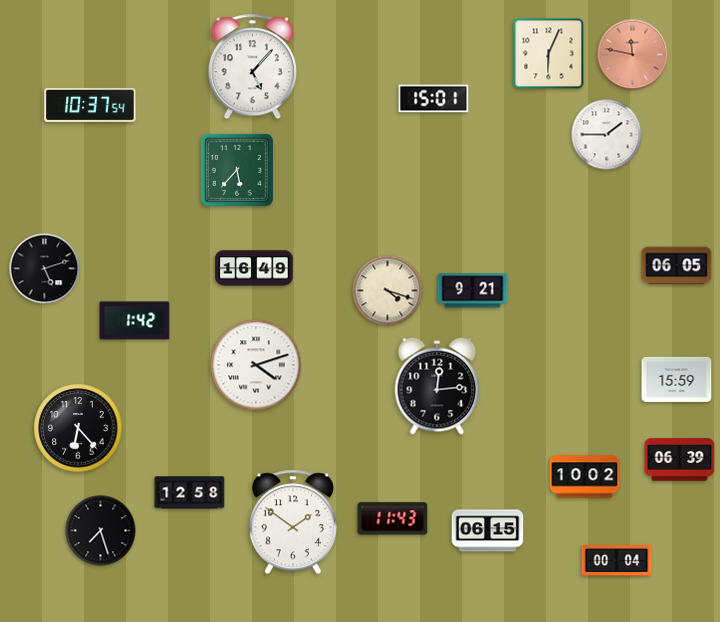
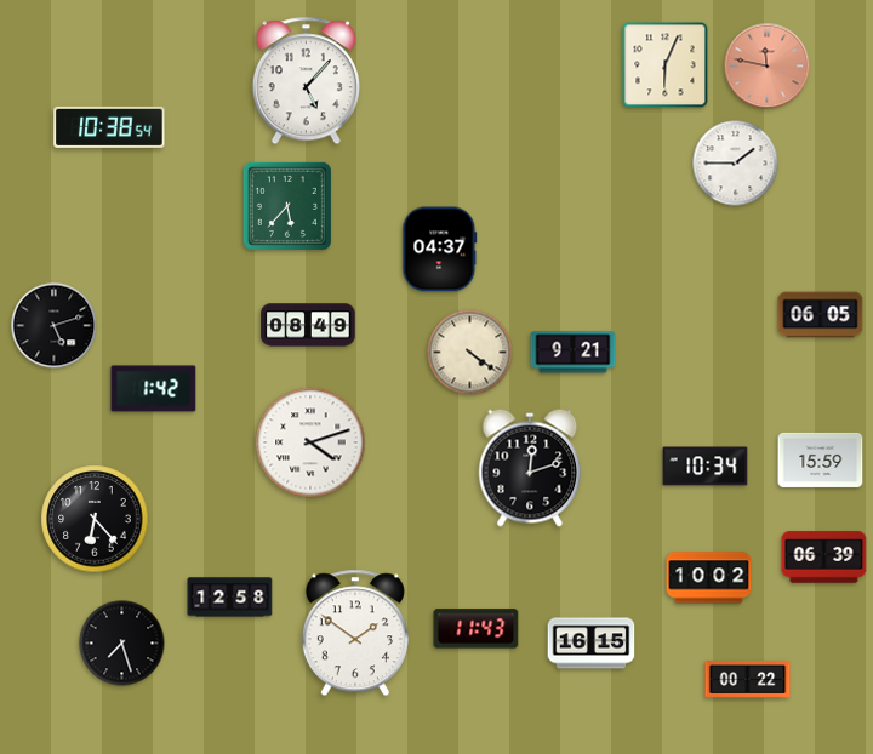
clock at (434, 99): 15:01 -> none
clock at (90, 105): 10:37 -> 10:38
clock at (440, 250): none -> 04:37
clock at (677, 266) position: (677, 266) -> (821, 315)
clock at (254, 268): 16:49 -> 08:49
clock at (388, 291): 4:18 -> 4:21
clock at (135, 321) position: (135, 321) -> (154, 389)
clock at (706, 467): none -> 10:34
clock at (437, 386): 12:14 -> 12:12
clock at (488, 531): 06:15 -> 16:15
clock at (617, 561): 00:04 -> 00:22
